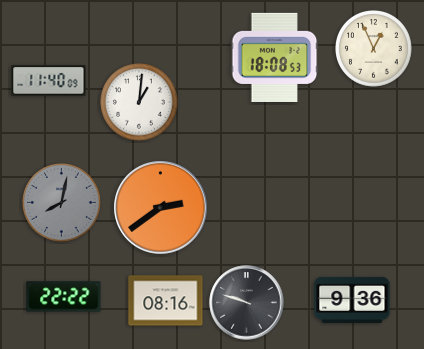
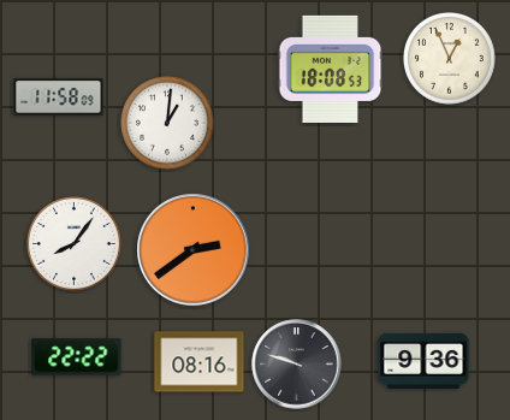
clock at (49, 81): 11:40 -> 11:58
clock at (62, 203): 8:02 -> 8:06
clock at (62, 203) dial: grey -> white
